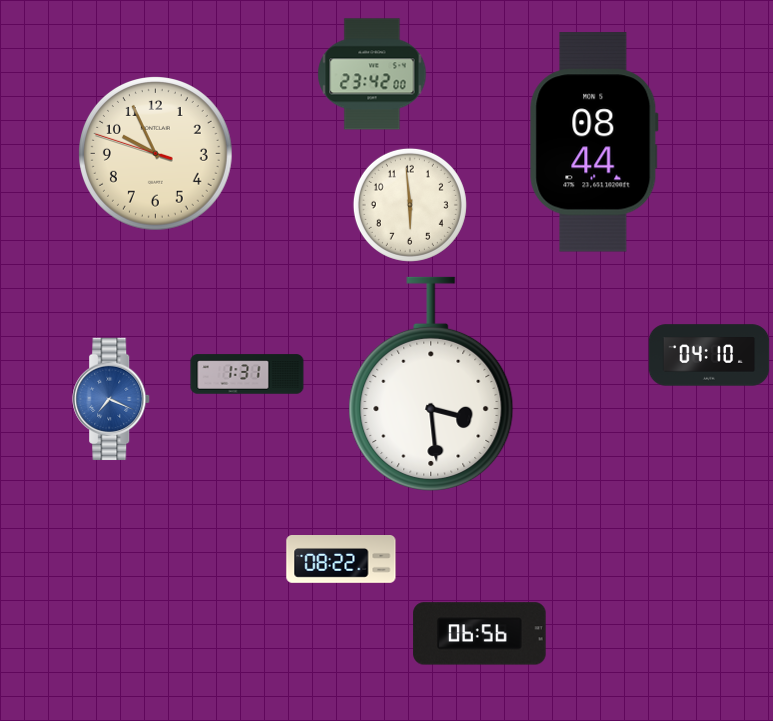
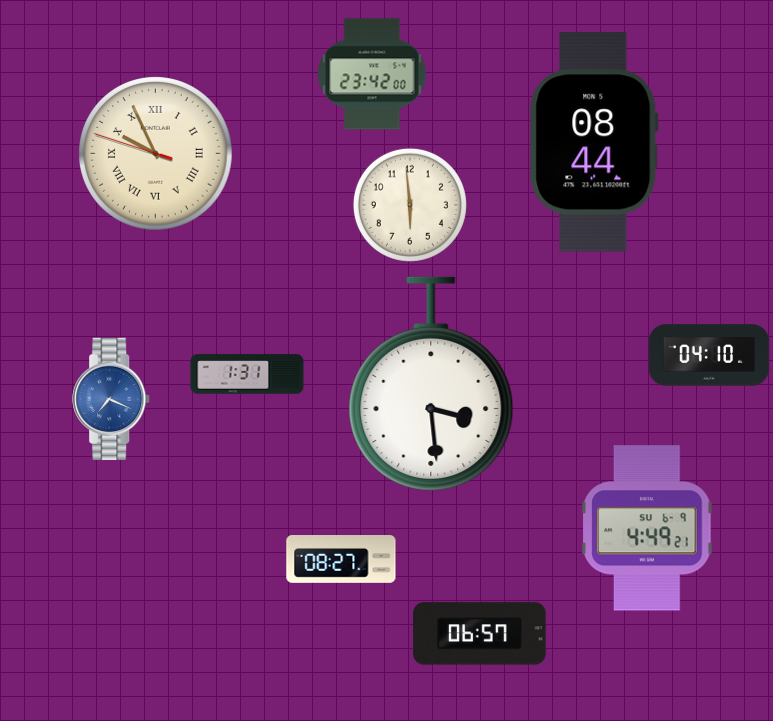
clock at (156, 154) numerals: Arabic -> Roman
clock at (647, 528): none -> 4:49
clock at (341, 559): 08:22 -> 08:27
clock at (480, 634): 06:56 -> 06:57
